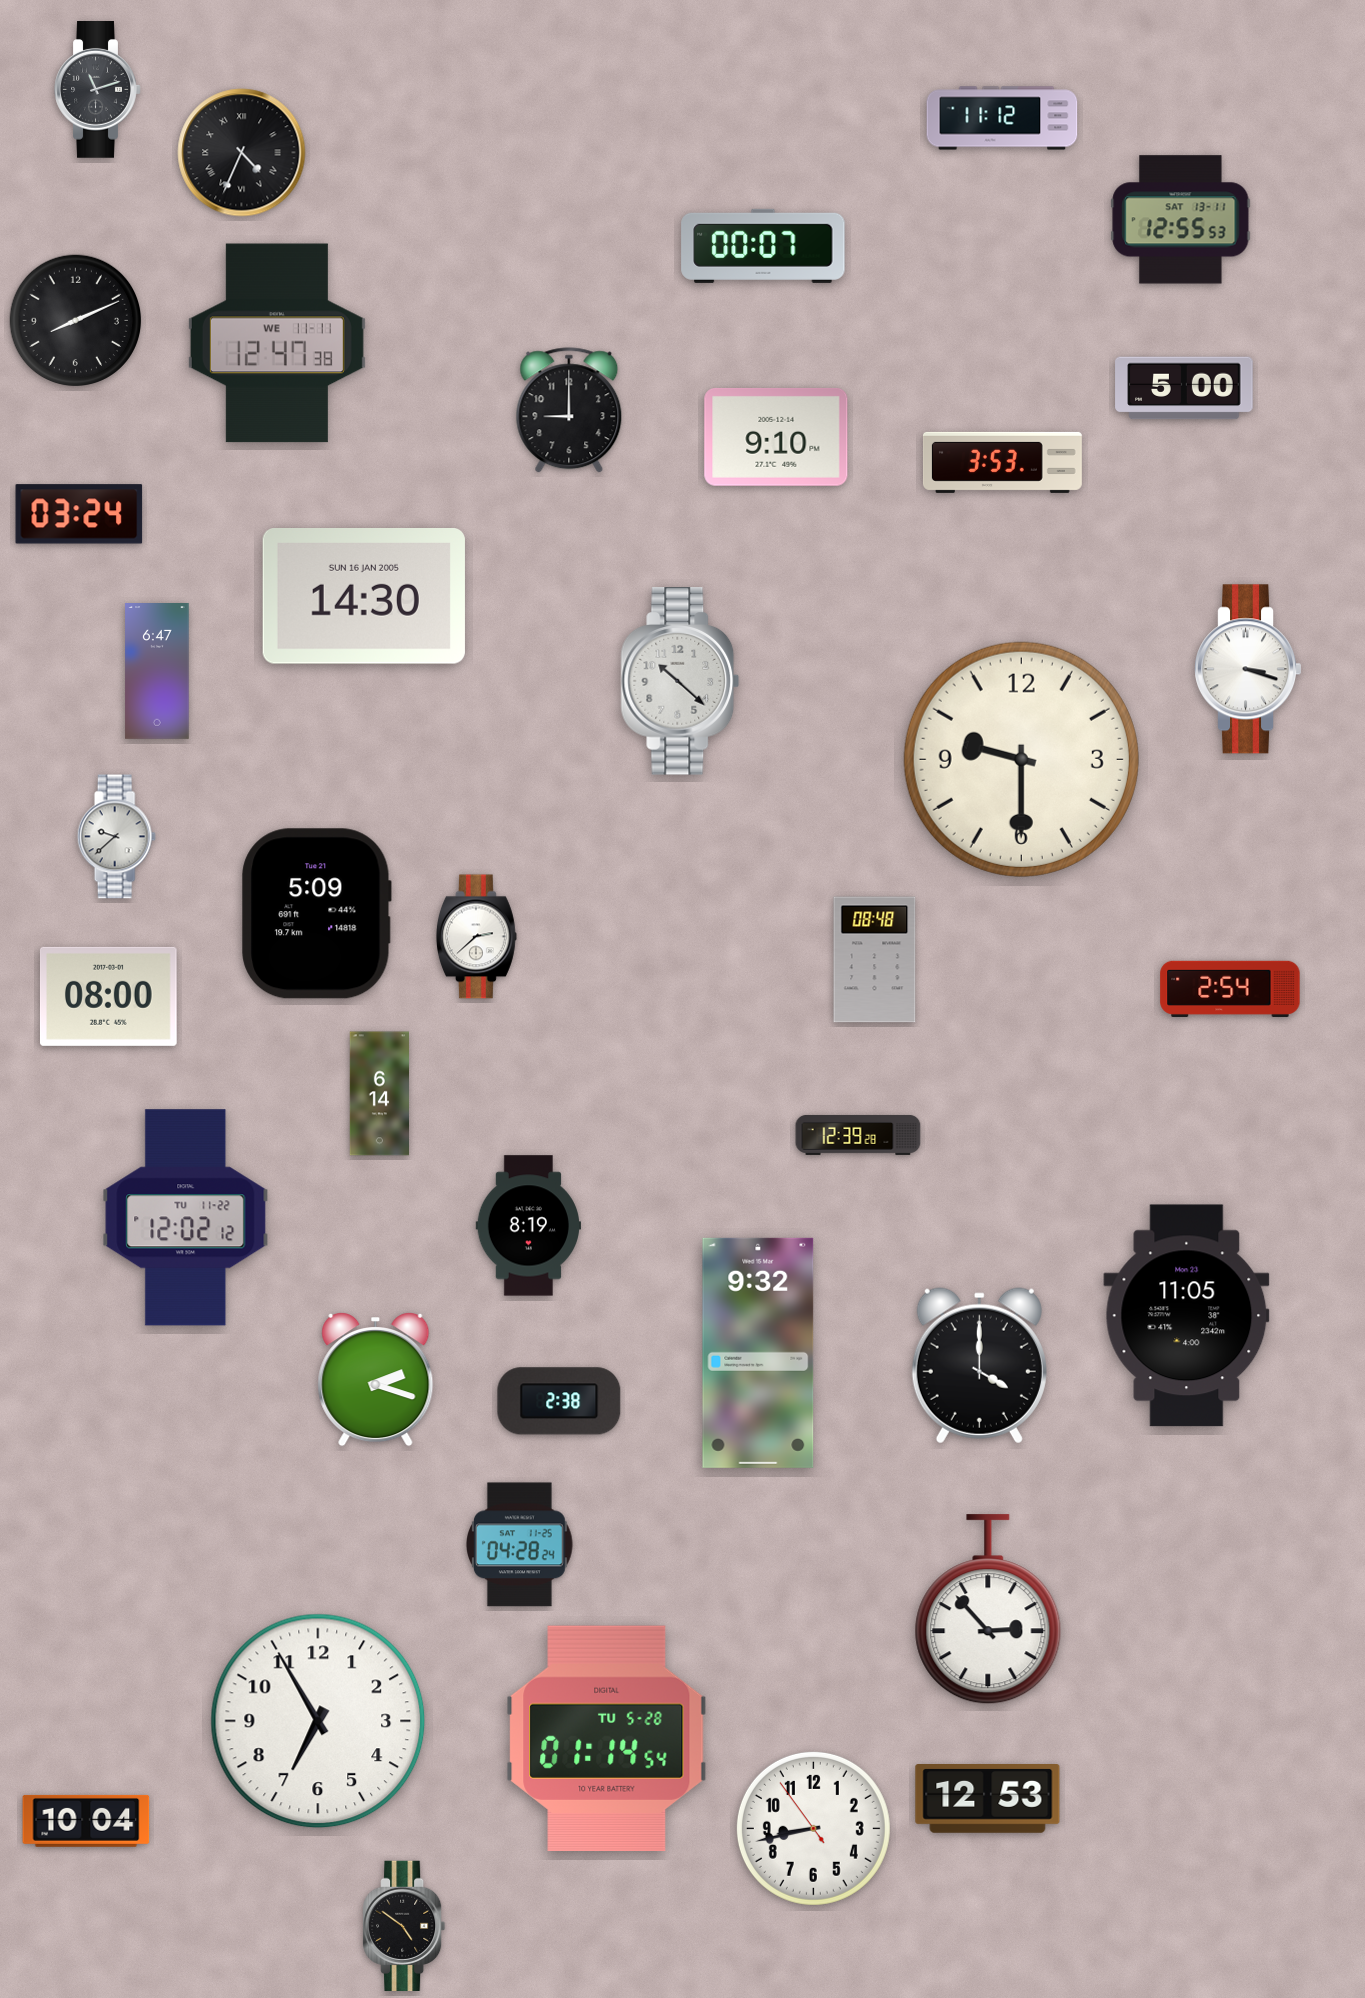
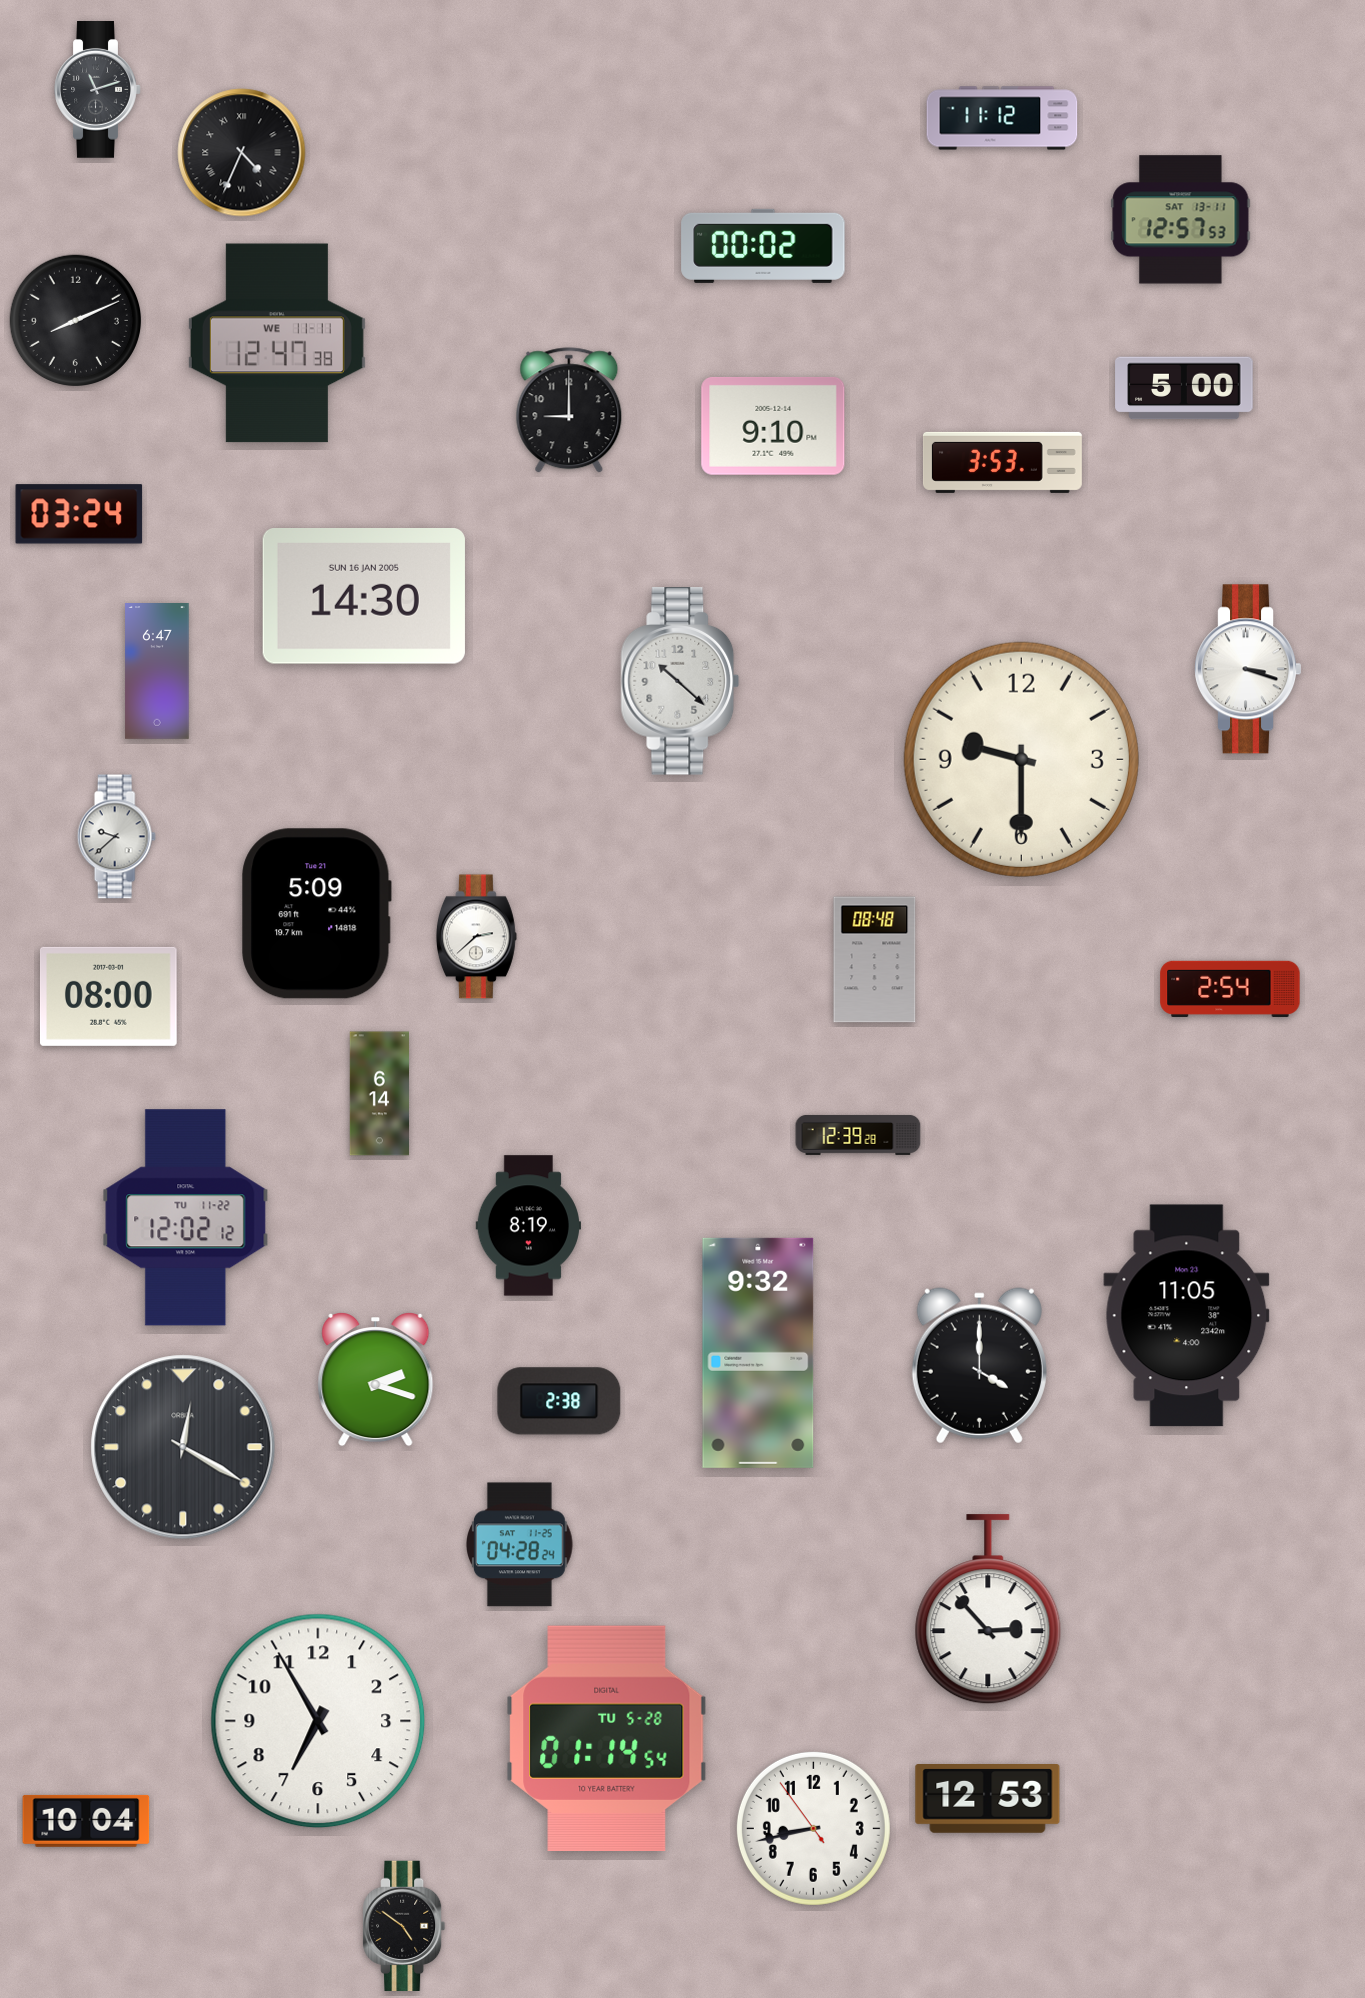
clock at (1181, 220): 12:55 -> 12:57
clock at (763, 246): 00:07 -> 00:02
clock at (776, 437) position: (776, 437) -> (773, 426)
clock at (183, 1447): none -> 12:20
